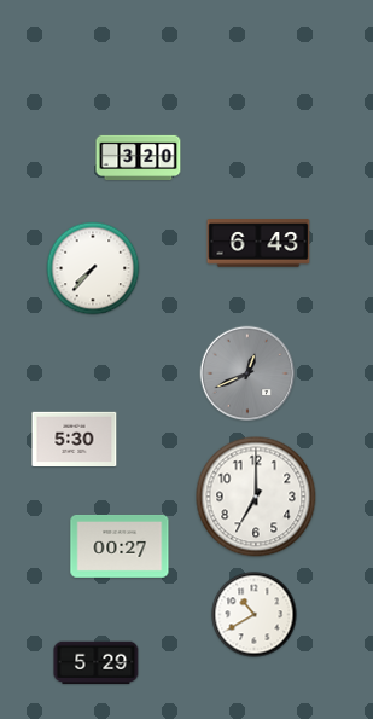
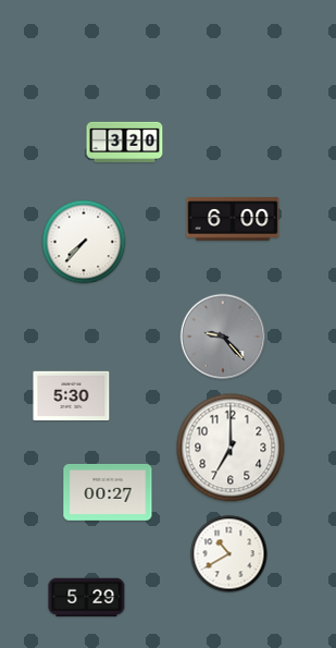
clock at (258, 243): 6:43 -> 6:00
clock at (247, 373): 12:41 -> 9:23
clock at (75, 439) position: (75, 439) -> (72, 395)
